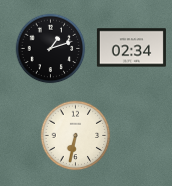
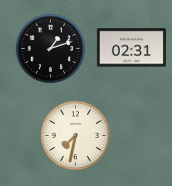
clock at (131, 48): 02:34 -> 02:31
clock at (76, 136): 6:32 -> 7:32
